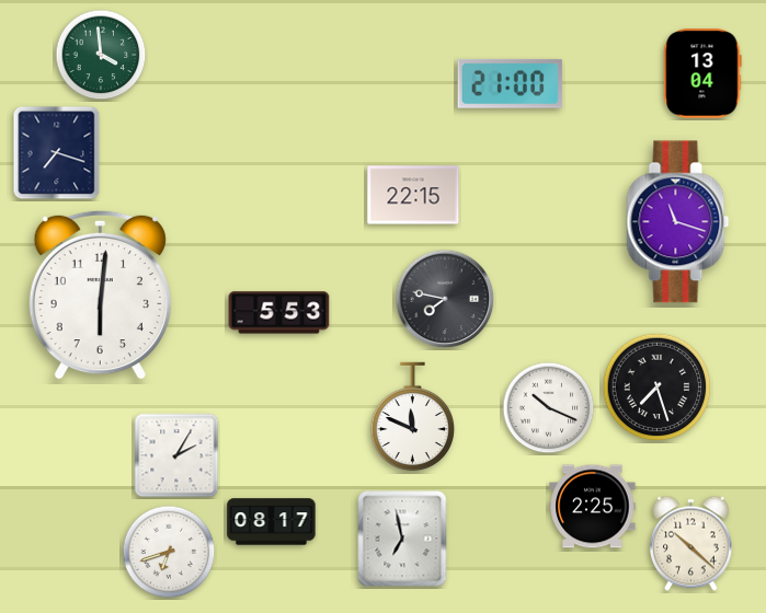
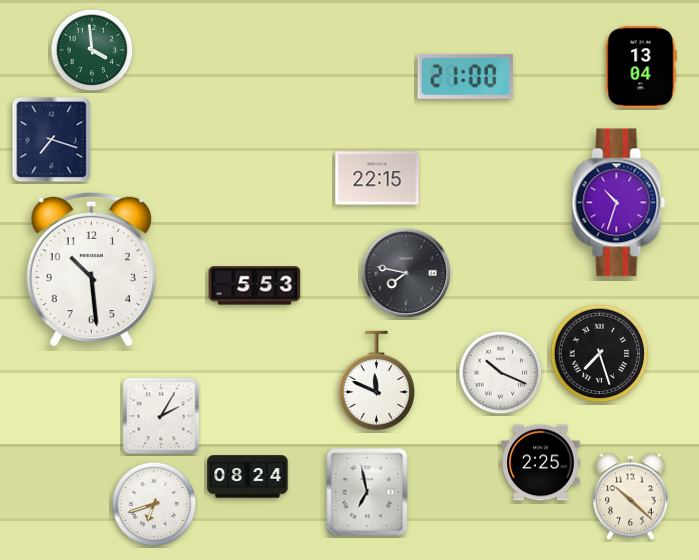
clock at (678, 222): 11:18 -> 10:33
clock at (100, 294): 6:01 -> 10:29
clock at (272, 522): 08:17 -> 08:24
